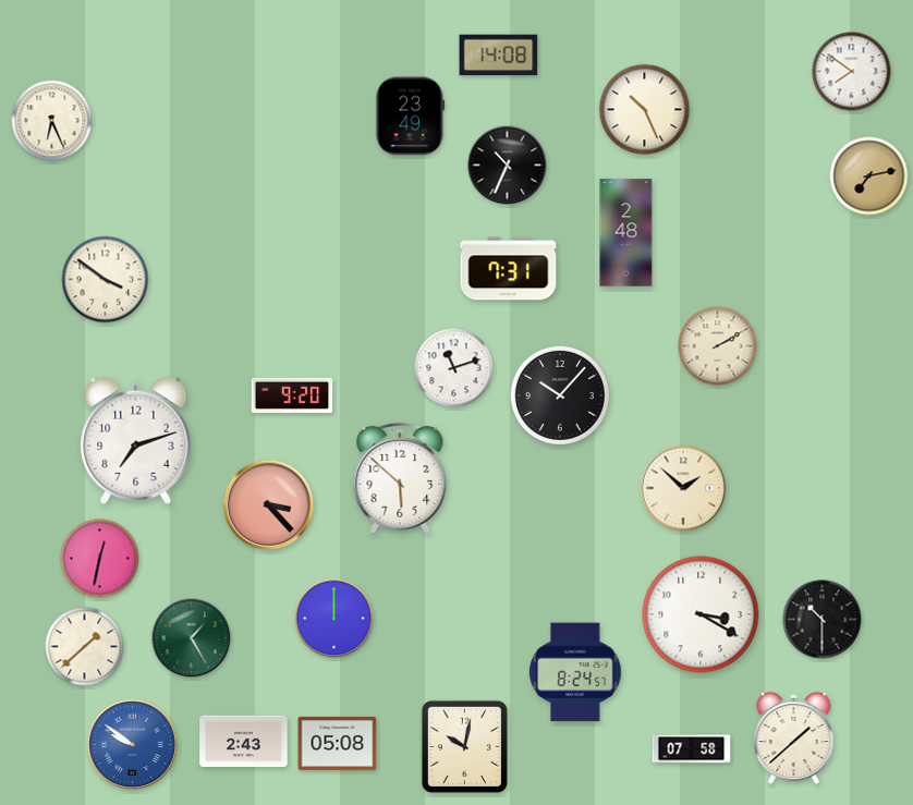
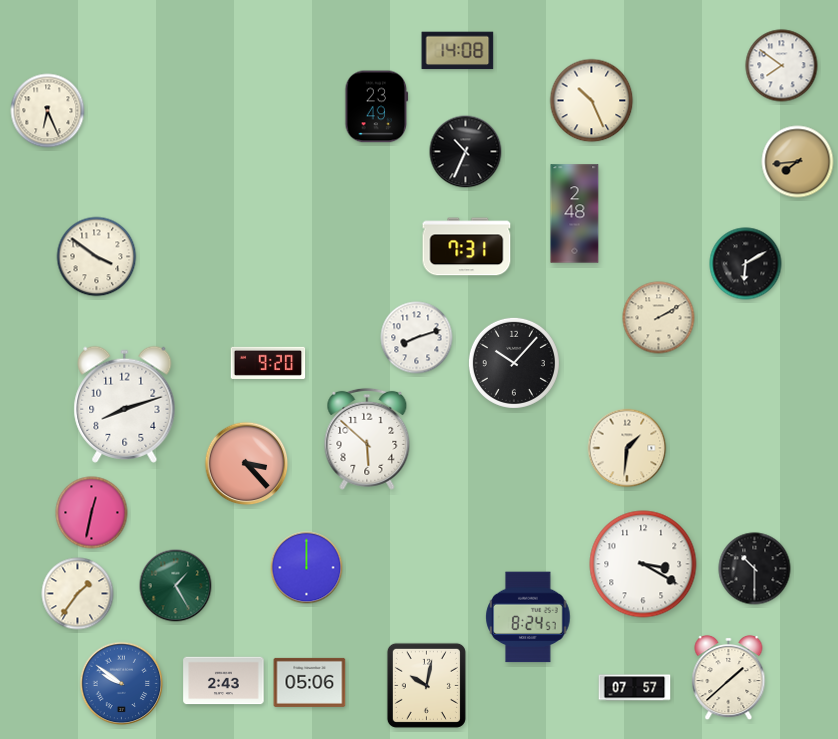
clock at (869, 176): 7:13 -> 7:44
clock at (746, 264): none -> 6:10
clock at (454, 368): 11:12 -> 8:12
clock at (136, 440): 7:12 -> 8:12
clock at (683, 488): 1:52 -> 1:31
clock at (85, 647): 1:38 -> 1:36
clock at (338, 743): 05:08 -> 05:06
clock at (692, 749): 07:58 -> 07:57
